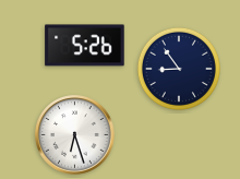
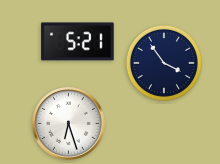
clock at (85, 46): 5:26 -> 5:21
clock at (179, 69): 8:54 -> 3:54
